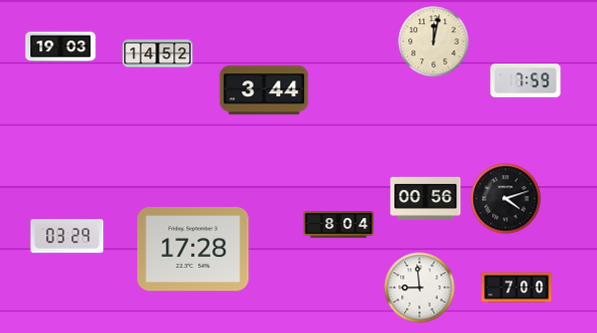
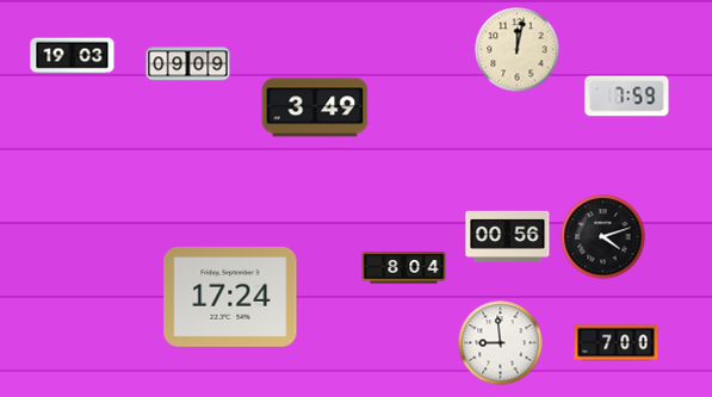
clock at (158, 54): 14:52 -> 09:09
clock at (264, 90): 3:44 -> 3:49
clock at (67, 236): 03:29 -> none
clock at (193, 249): 17:28 -> 17:24
